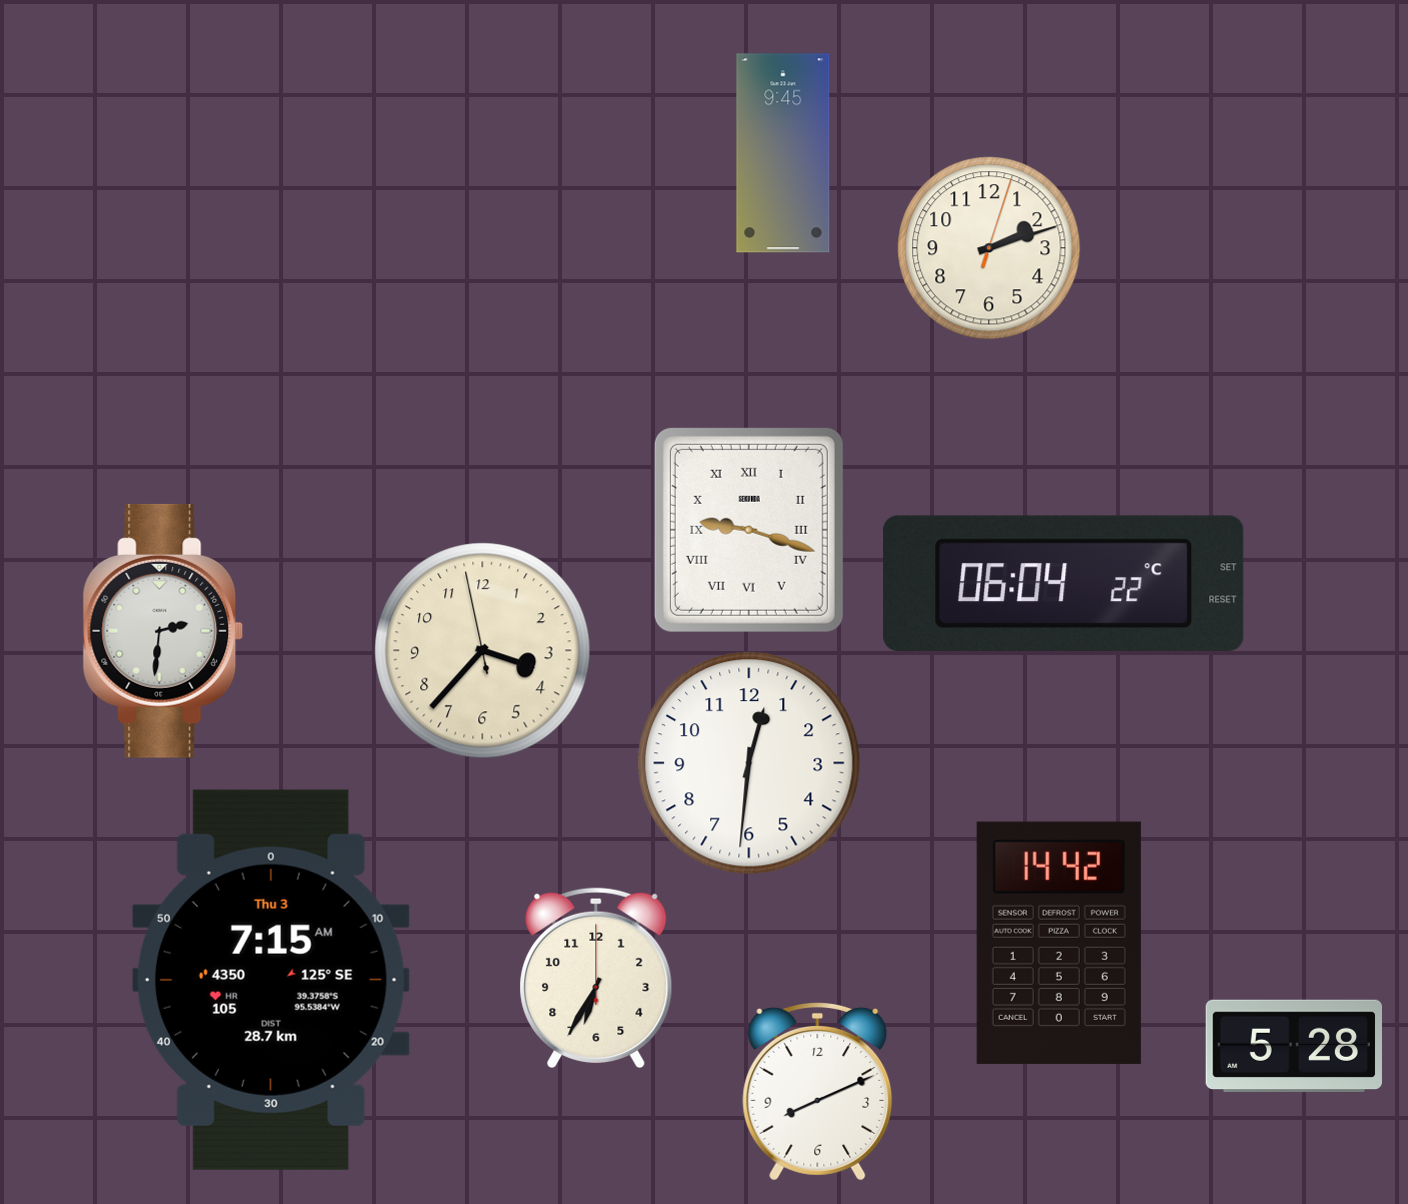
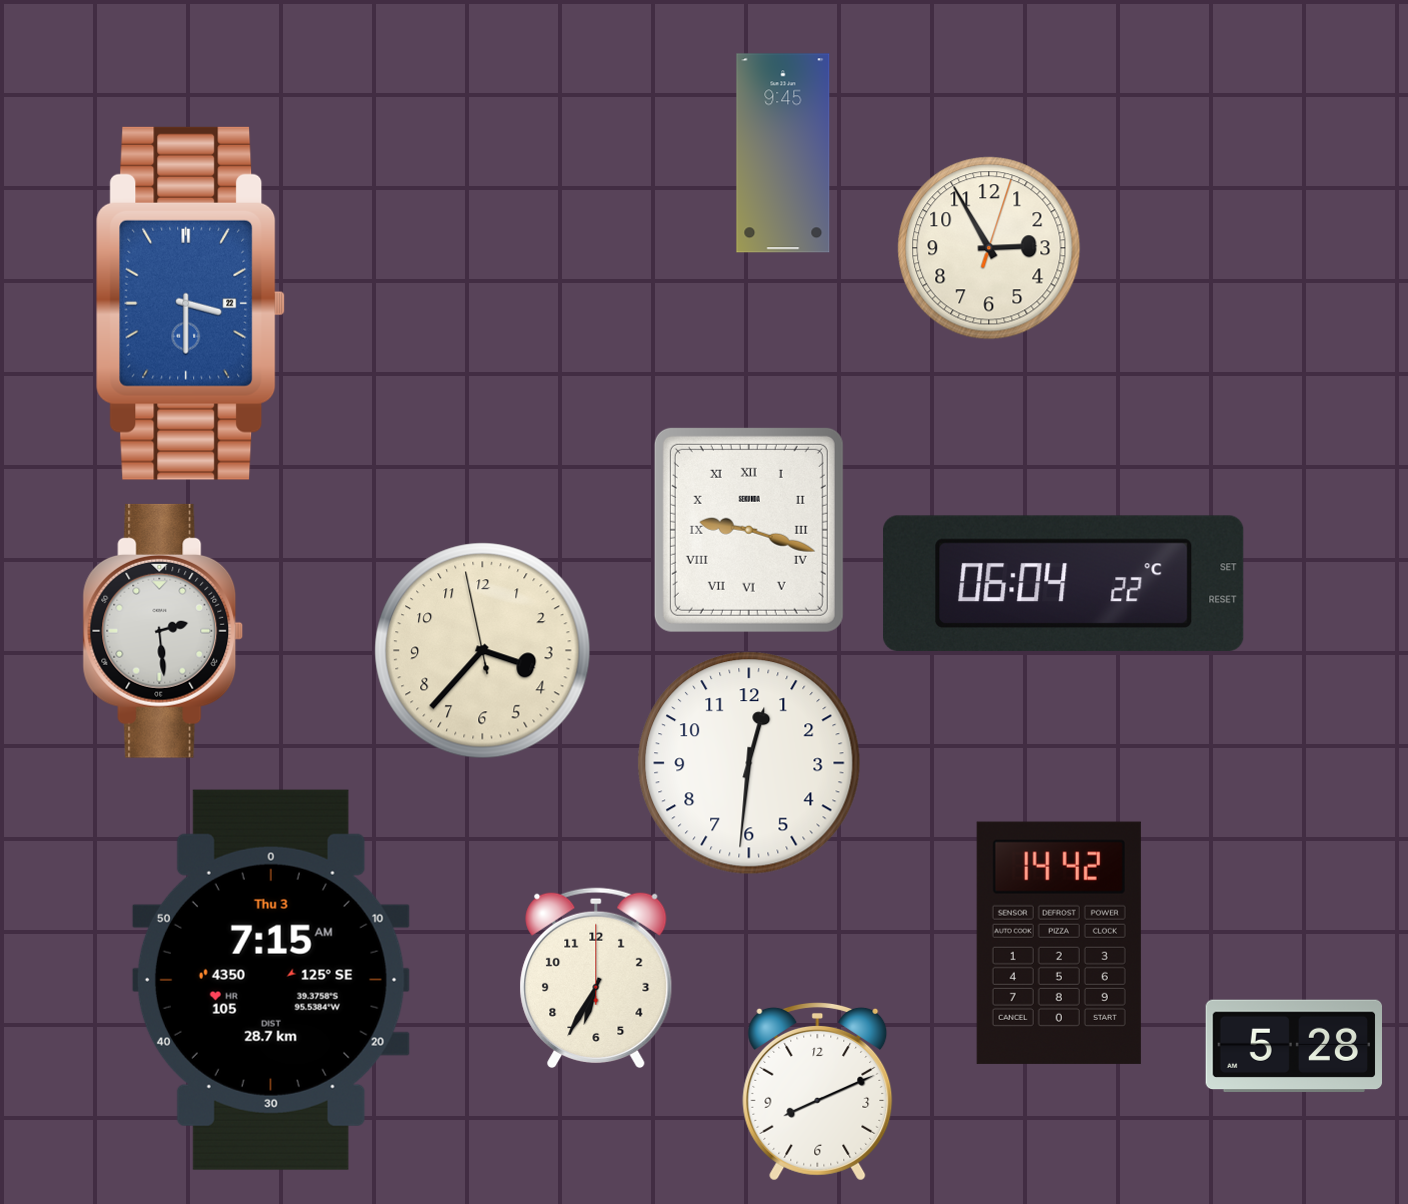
clock at (989, 248): 2:12 -> 2:55
clock at (191, 303): none -> 3:30
clock at (163, 631): 2:31 -> 2:29
